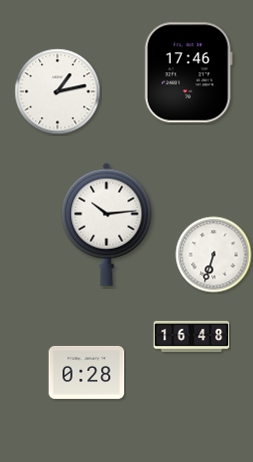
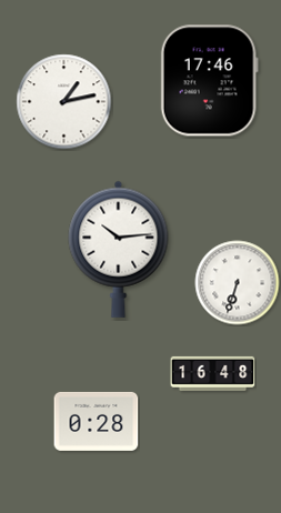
clock at (87, 372) position: (87, 372) -> (97, 421)
